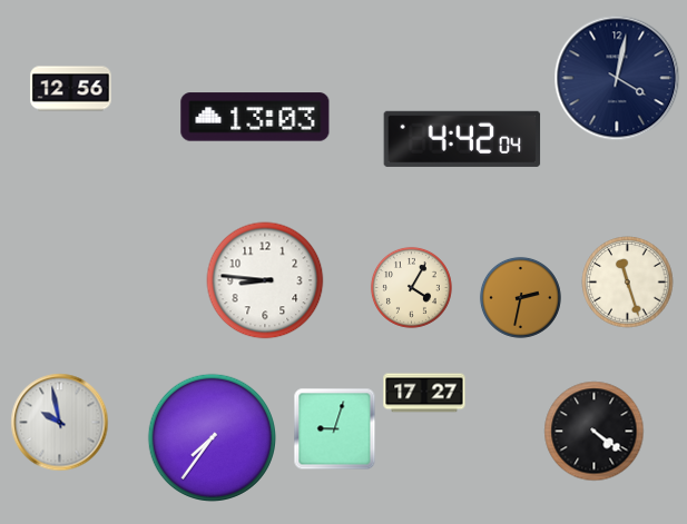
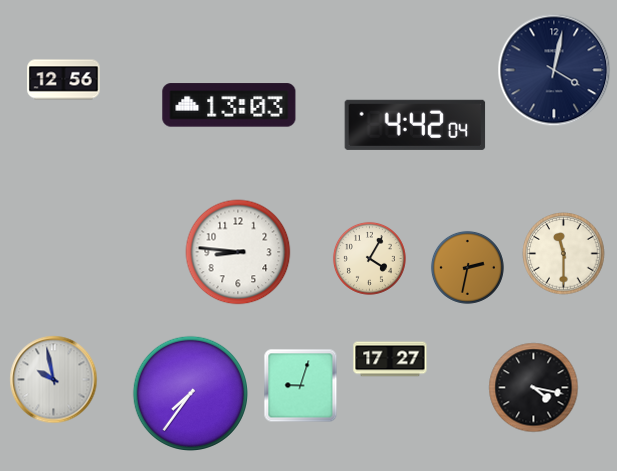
clock at (628, 283): 11:27 -> 11:30
clock at (424, 393) position: (424, 393) -> (390, 359)
clock at (595, 432): 4:21 -> 4:17
